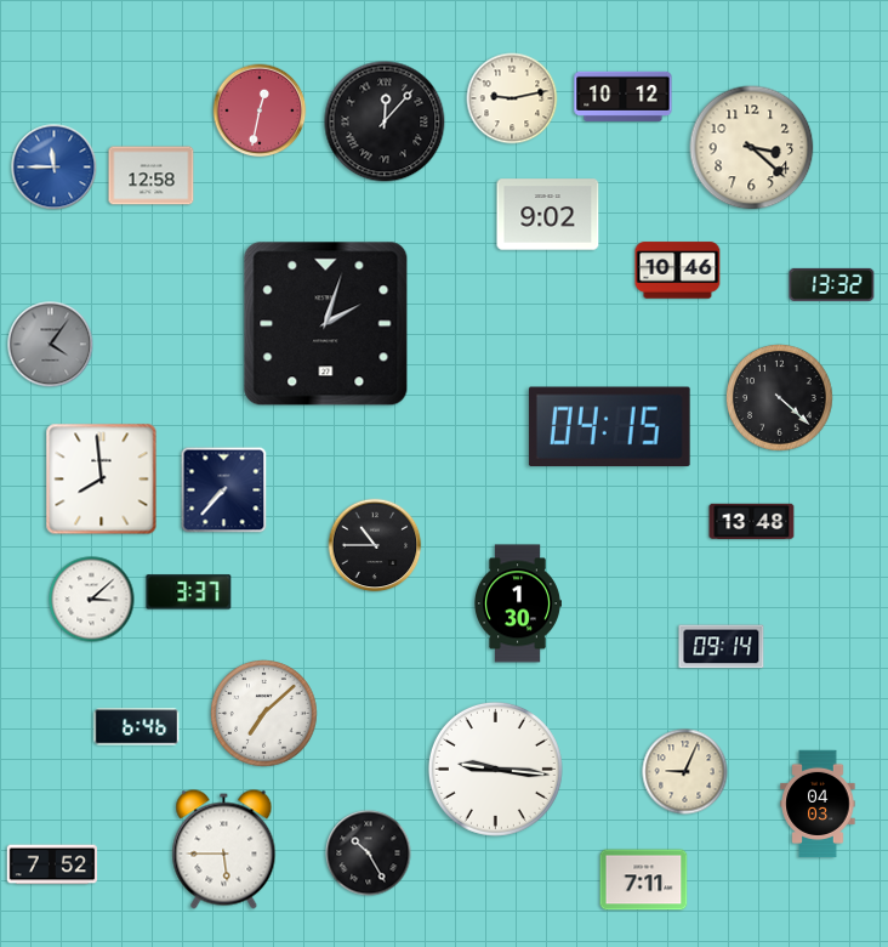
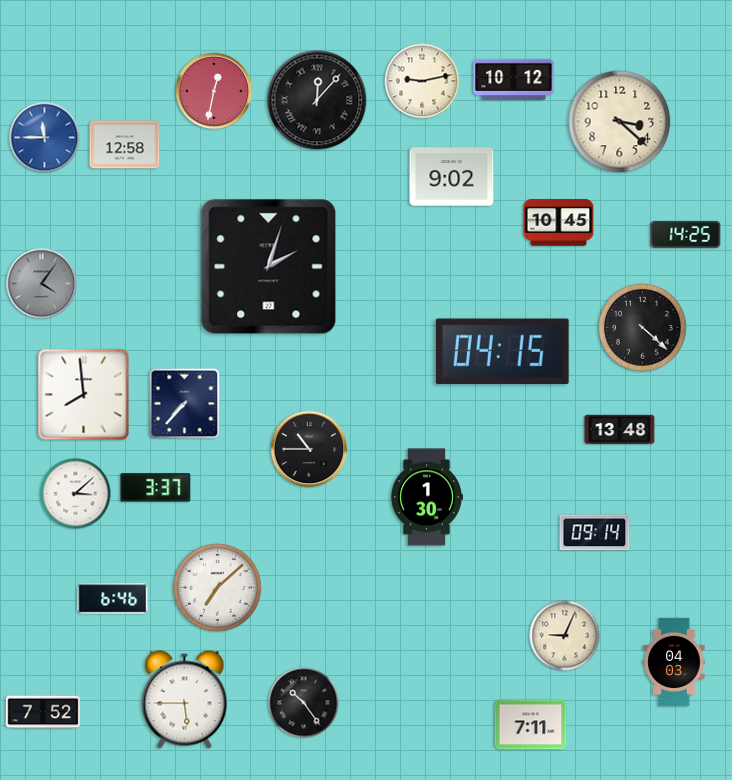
clock at (678, 271): 10:46 -> 10:45
clock at (832, 284): 13:32 -> 14:25
clock at (495, 769): 9:16 -> none
clock at (369, 854): 10:25 -> 10:24
